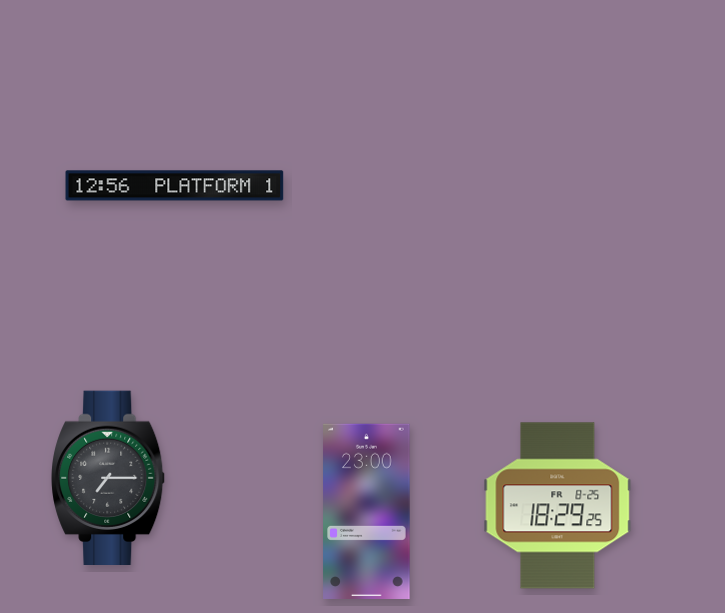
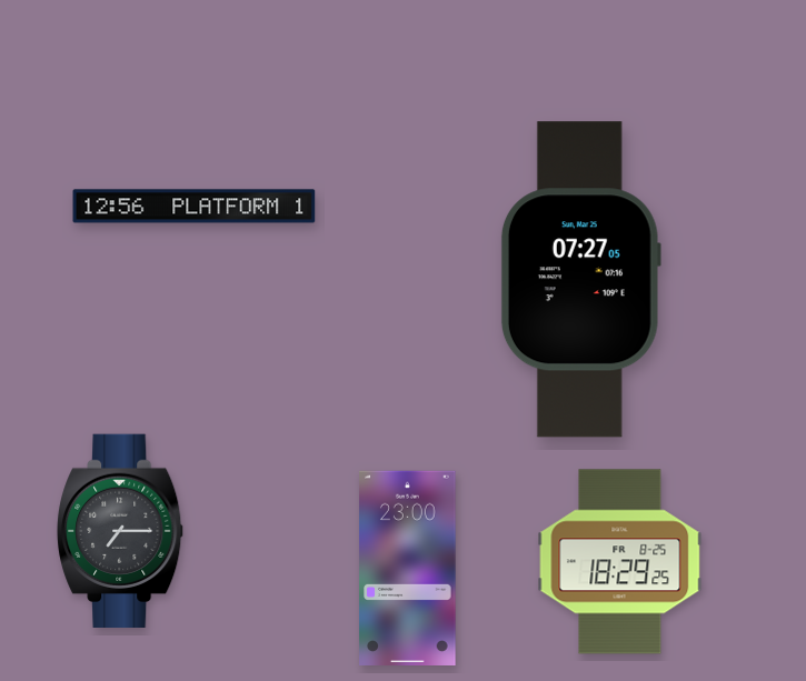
clock at (580, 280): none -> 07:27
